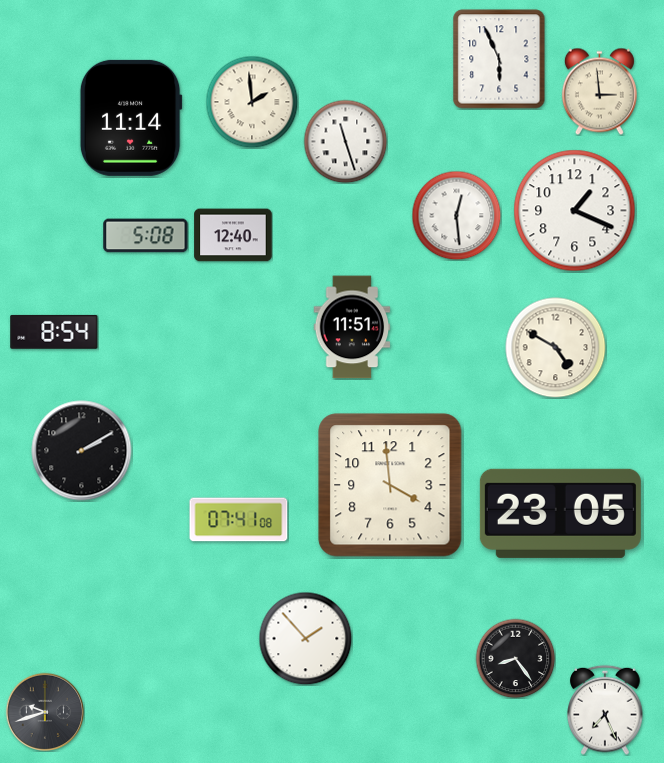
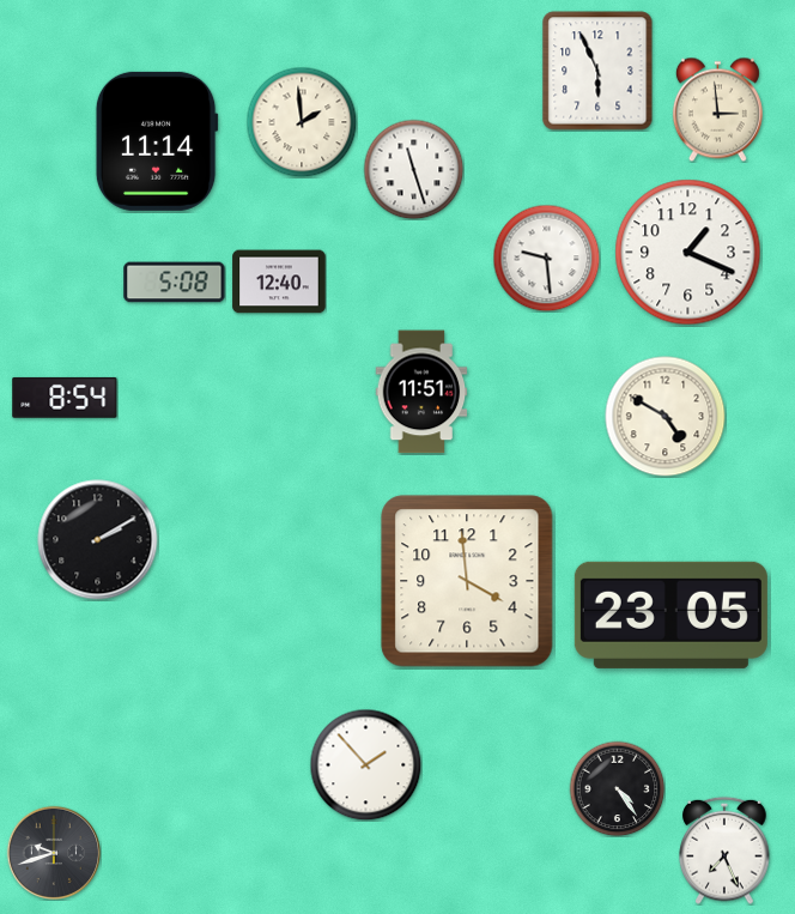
clock at (456, 215): 12:29 -> 9:29
clock at (239, 520): 07:41 -> none
clock at (515, 658): 8:24 -> 4:24
